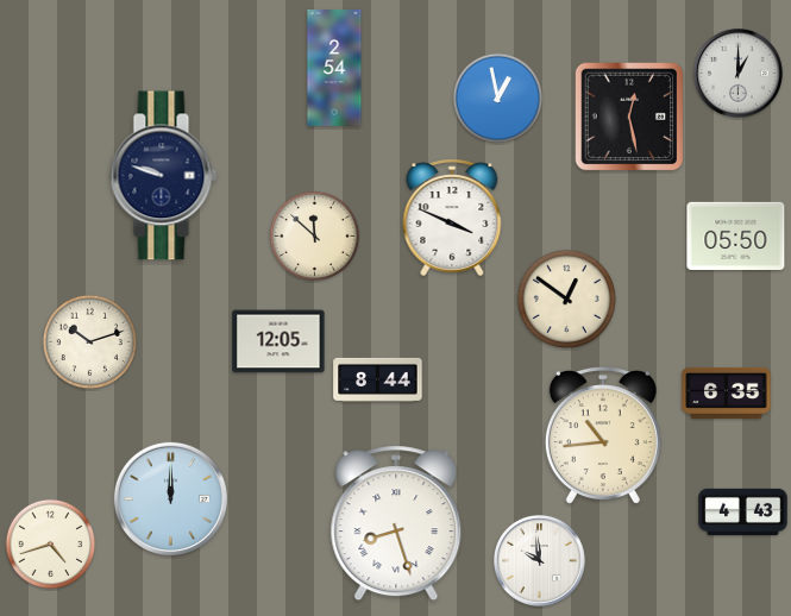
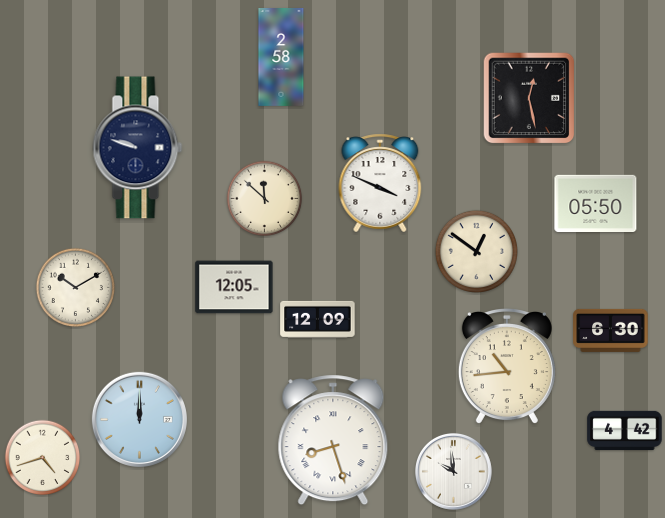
clock at (334, 69): 2:54 -> 2:58
clock at (737, 73): 1:00 -> none
clock at (498, 99): 12:58 -> none
clock at (736, 235) position: (736, 235) -> (596, 203)
clock at (89, 341): 10:12 -> 10:10
clock at (378, 379): 8:44 -> 12:09
clock at (727, 392): 6:35 -> 6:30
clock at (170, 498) position: (170, 498) -> (139, 419)
clock at (743, 513): 4:43 -> 4:42
